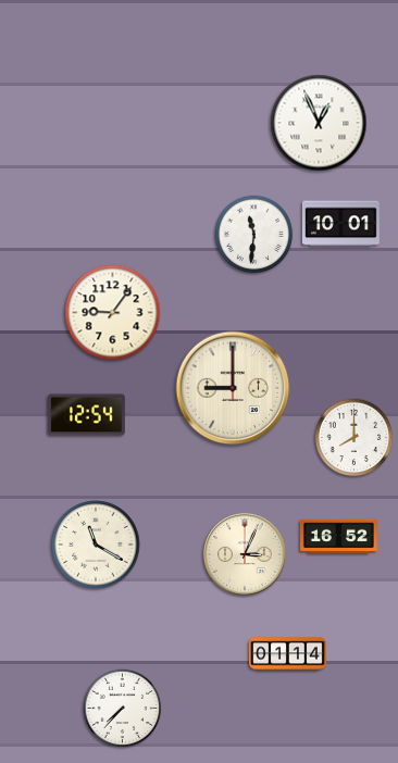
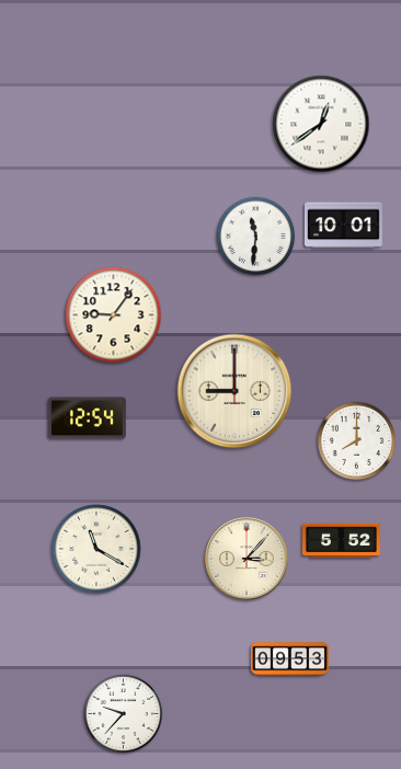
clock at (319, 123): 12:56 -> 12:39
clock at (339, 537): 16:52 -> 5:52
clock at (245, 554): 3:04 -> 3:07
clock at (288, 654): 01:14 -> 09:53
clock at (123, 709): 7:37 -> 9:37
